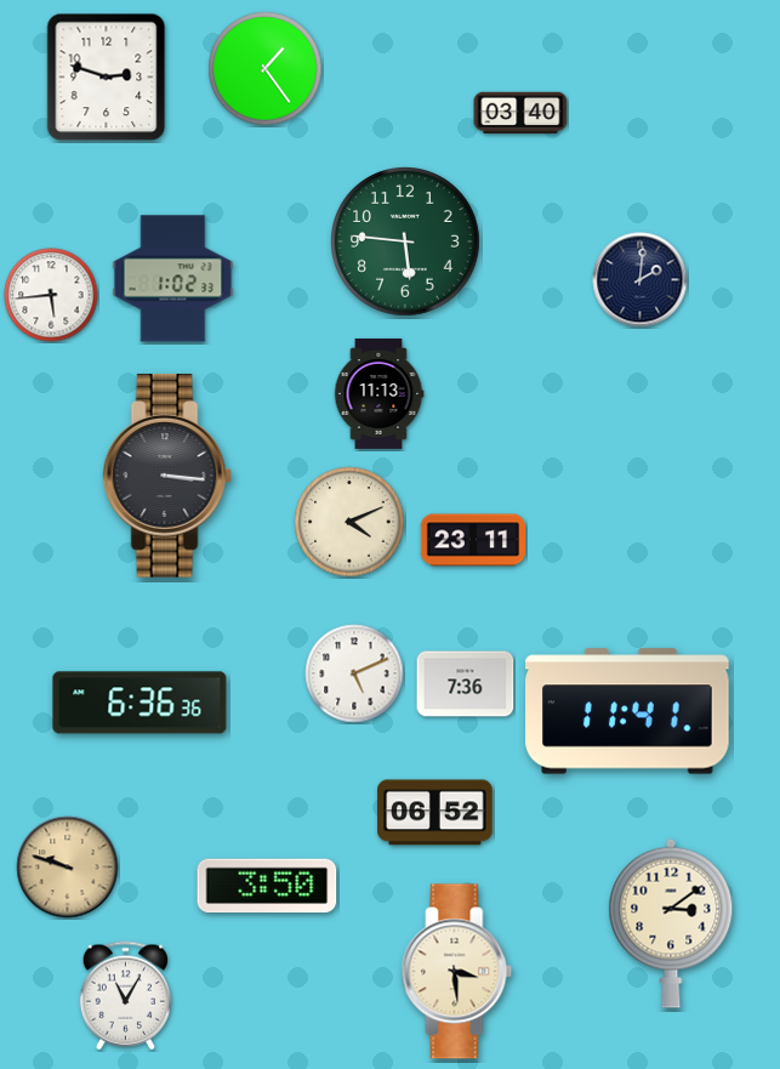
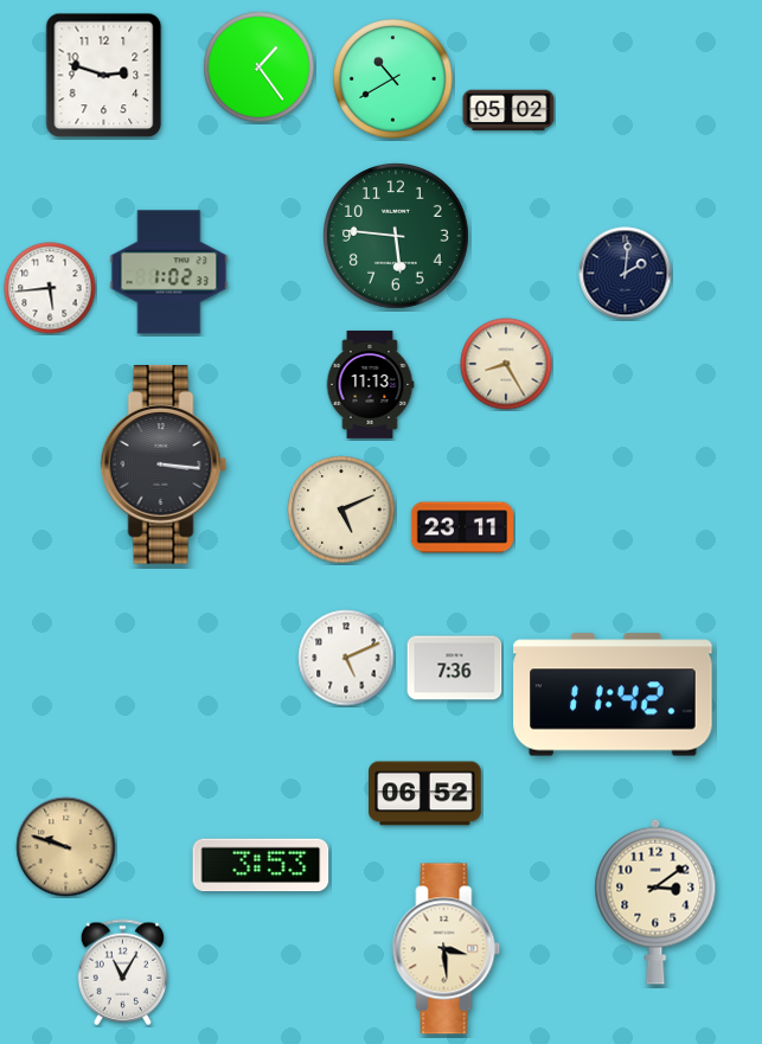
clock at (393, 79): none -> 10:40
clock at (520, 113): 03:40 -> 05:02
clock at (506, 364): none -> 8:25
clock at (349, 522): 4:11 -> 5:11
clock at (140, 703): 6:36 -> none
clock at (627, 711): 11:41 -> 11:42
clock at (267, 886): 3:50 -> 3:53
